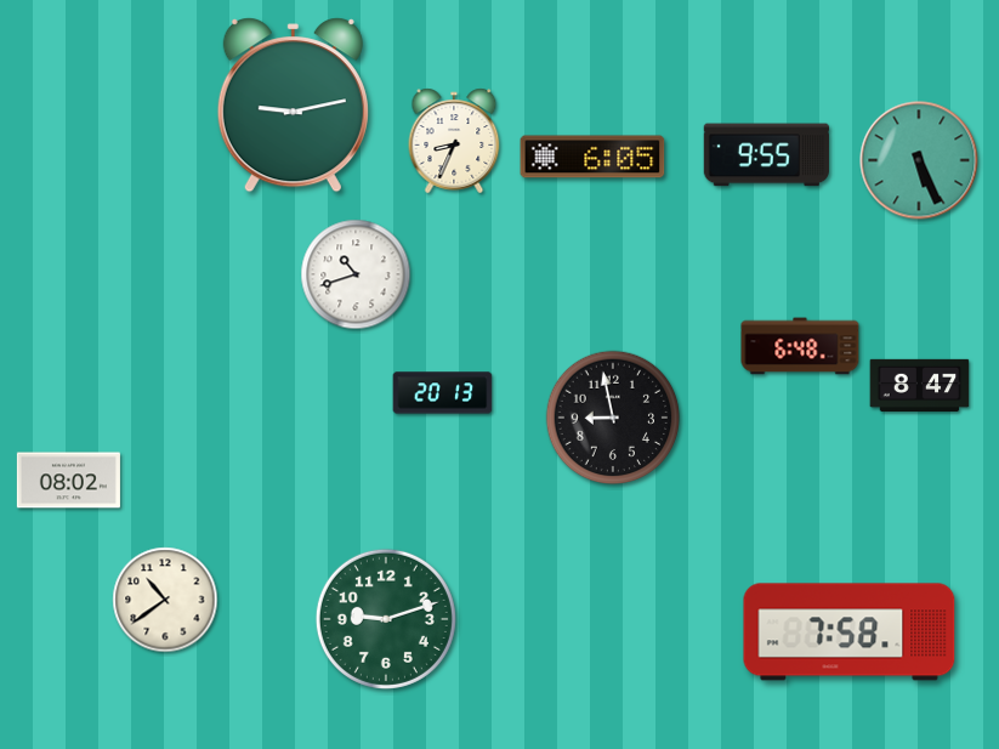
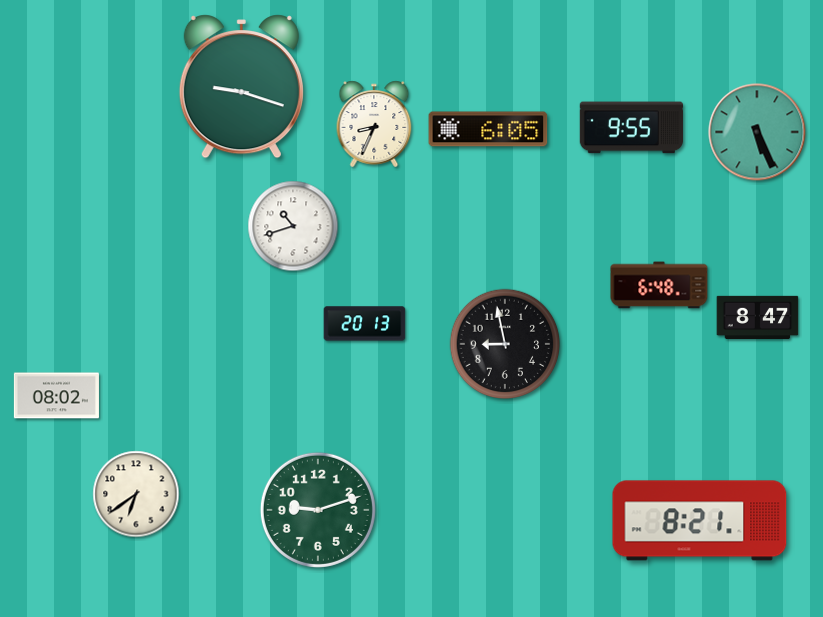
clock at (293, 106): 9:13 -> 9:18
clock at (454, 141) position: (454, 141) -> (374, 124)
clock at (165, 600): 10:39 -> 6:39
clock at (850, 632): 7:58 -> 8:21
